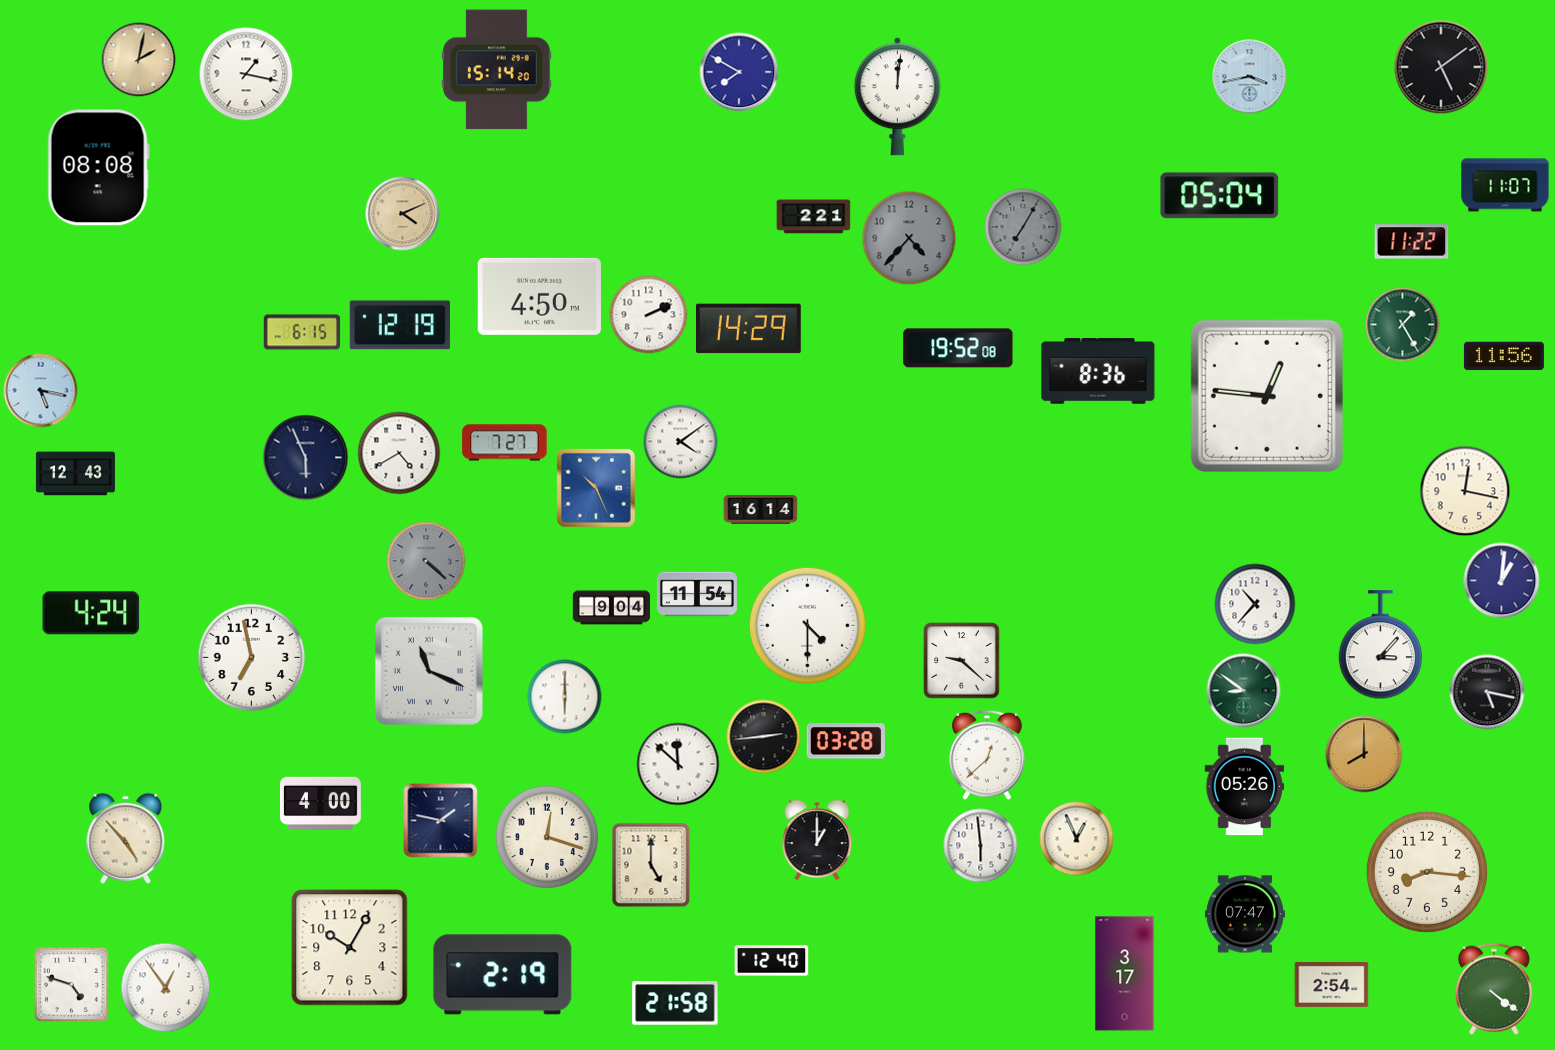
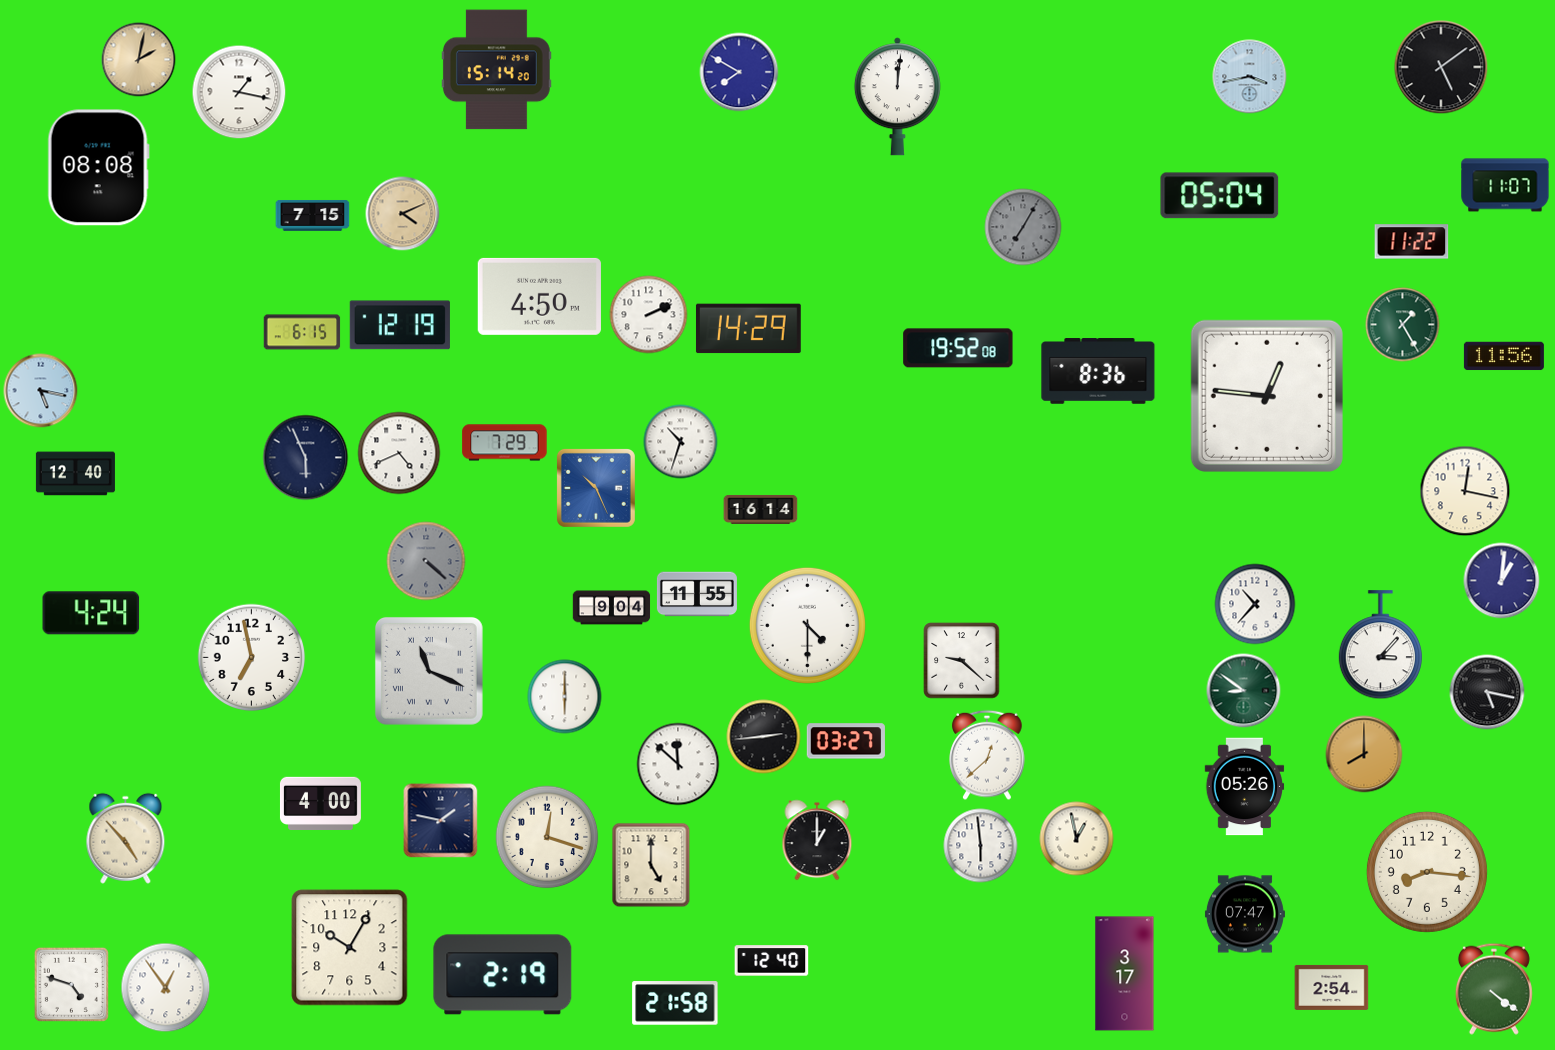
clock at (246, 74) position: (246, 74) -> (239, 92)
clock at (313, 215): none -> 7:15
clock at (814, 217): 2:21 -> none
clock at (909, 238): 4:37 -> none
clock at (681, 442): 4:09 -> 10:33
clock at (505, 443): 7:27 -> 7:29
clock at (399, 453): 4:40 -> 4:41
clock at (75, 474): 12:43 -> 12:40
clock at (697, 594): 11:54 -> 11:55
clock at (846, 741): 03:28 -> 03:27
clock at (1077, 839): 12:56 -> 12:58
clock at (1332, 984) position: (1332, 984) -> (1332, 987)
